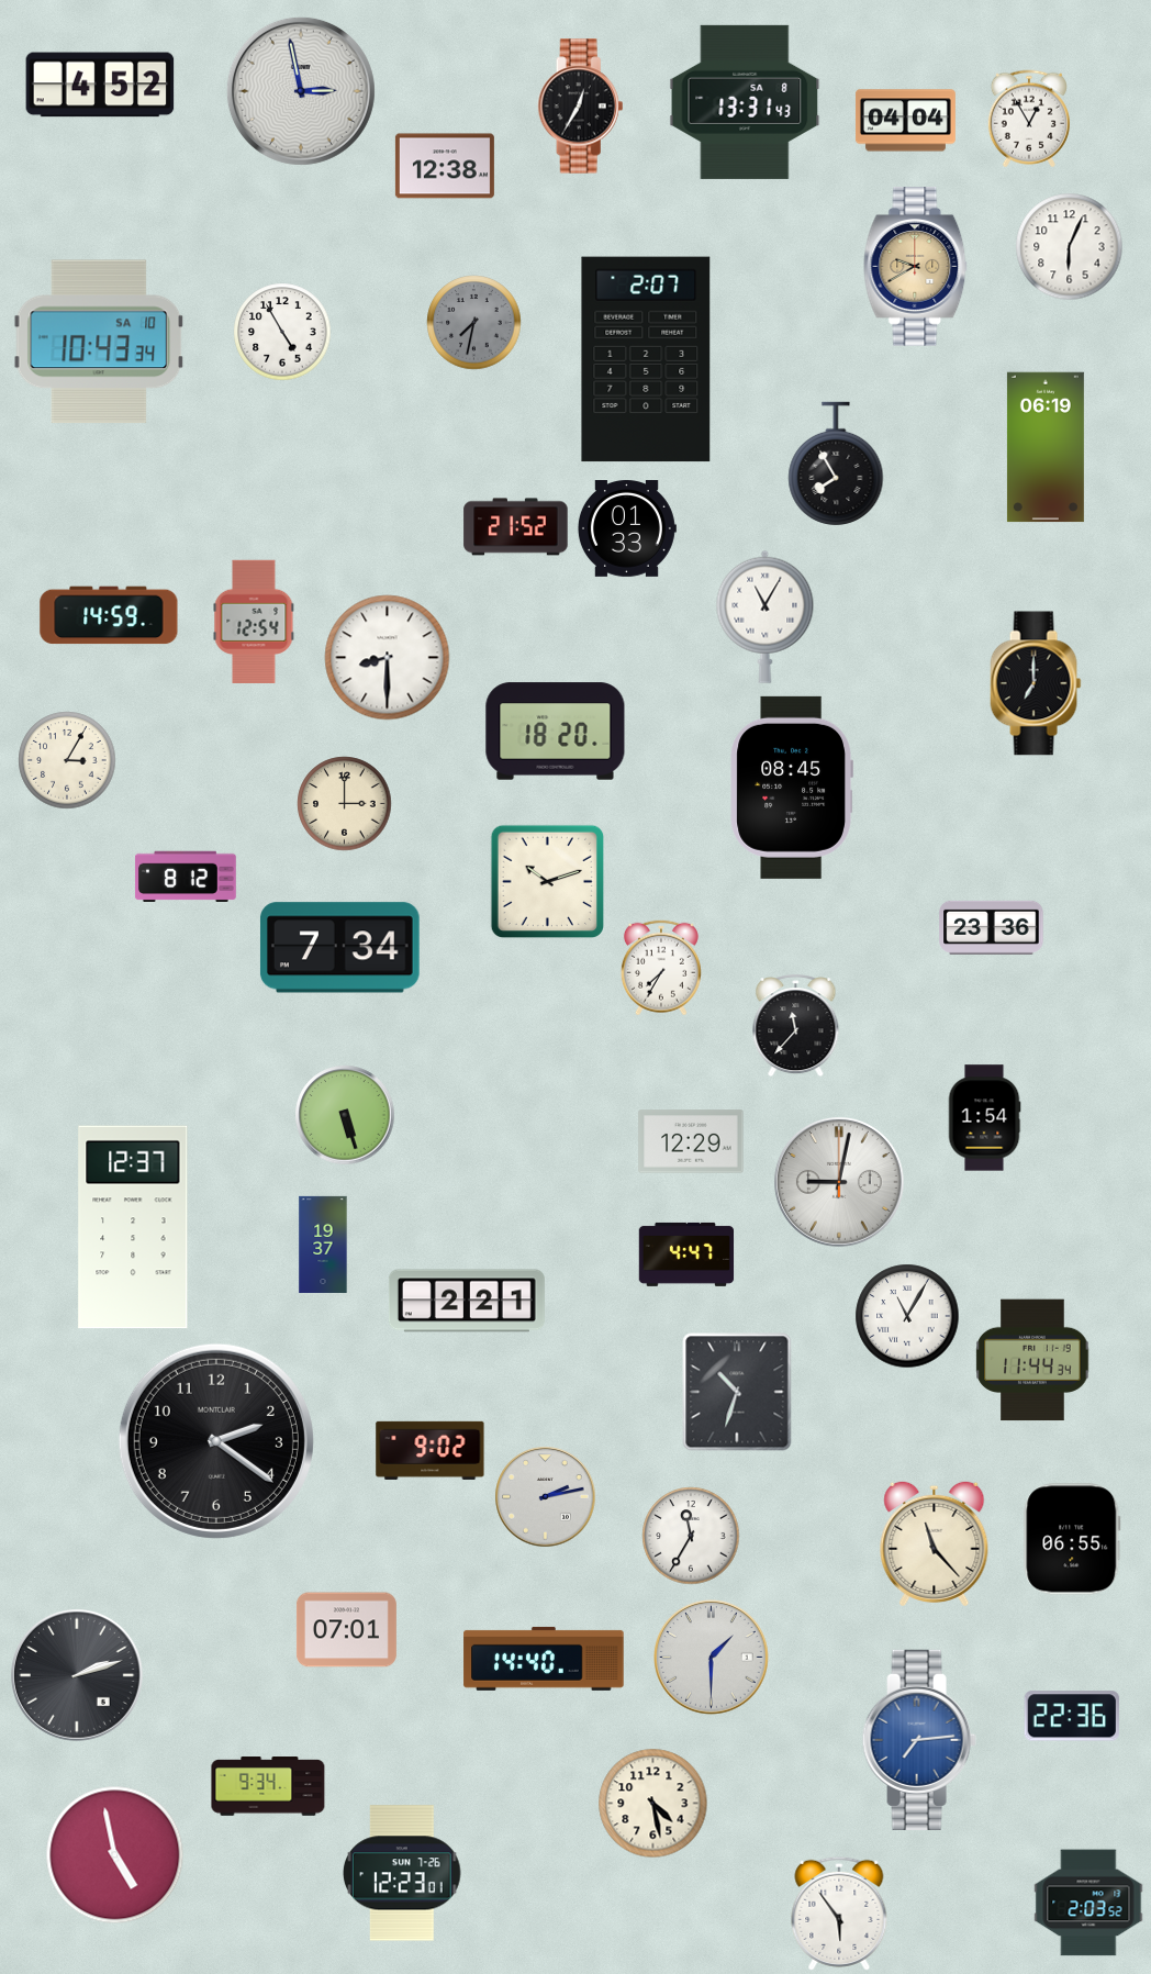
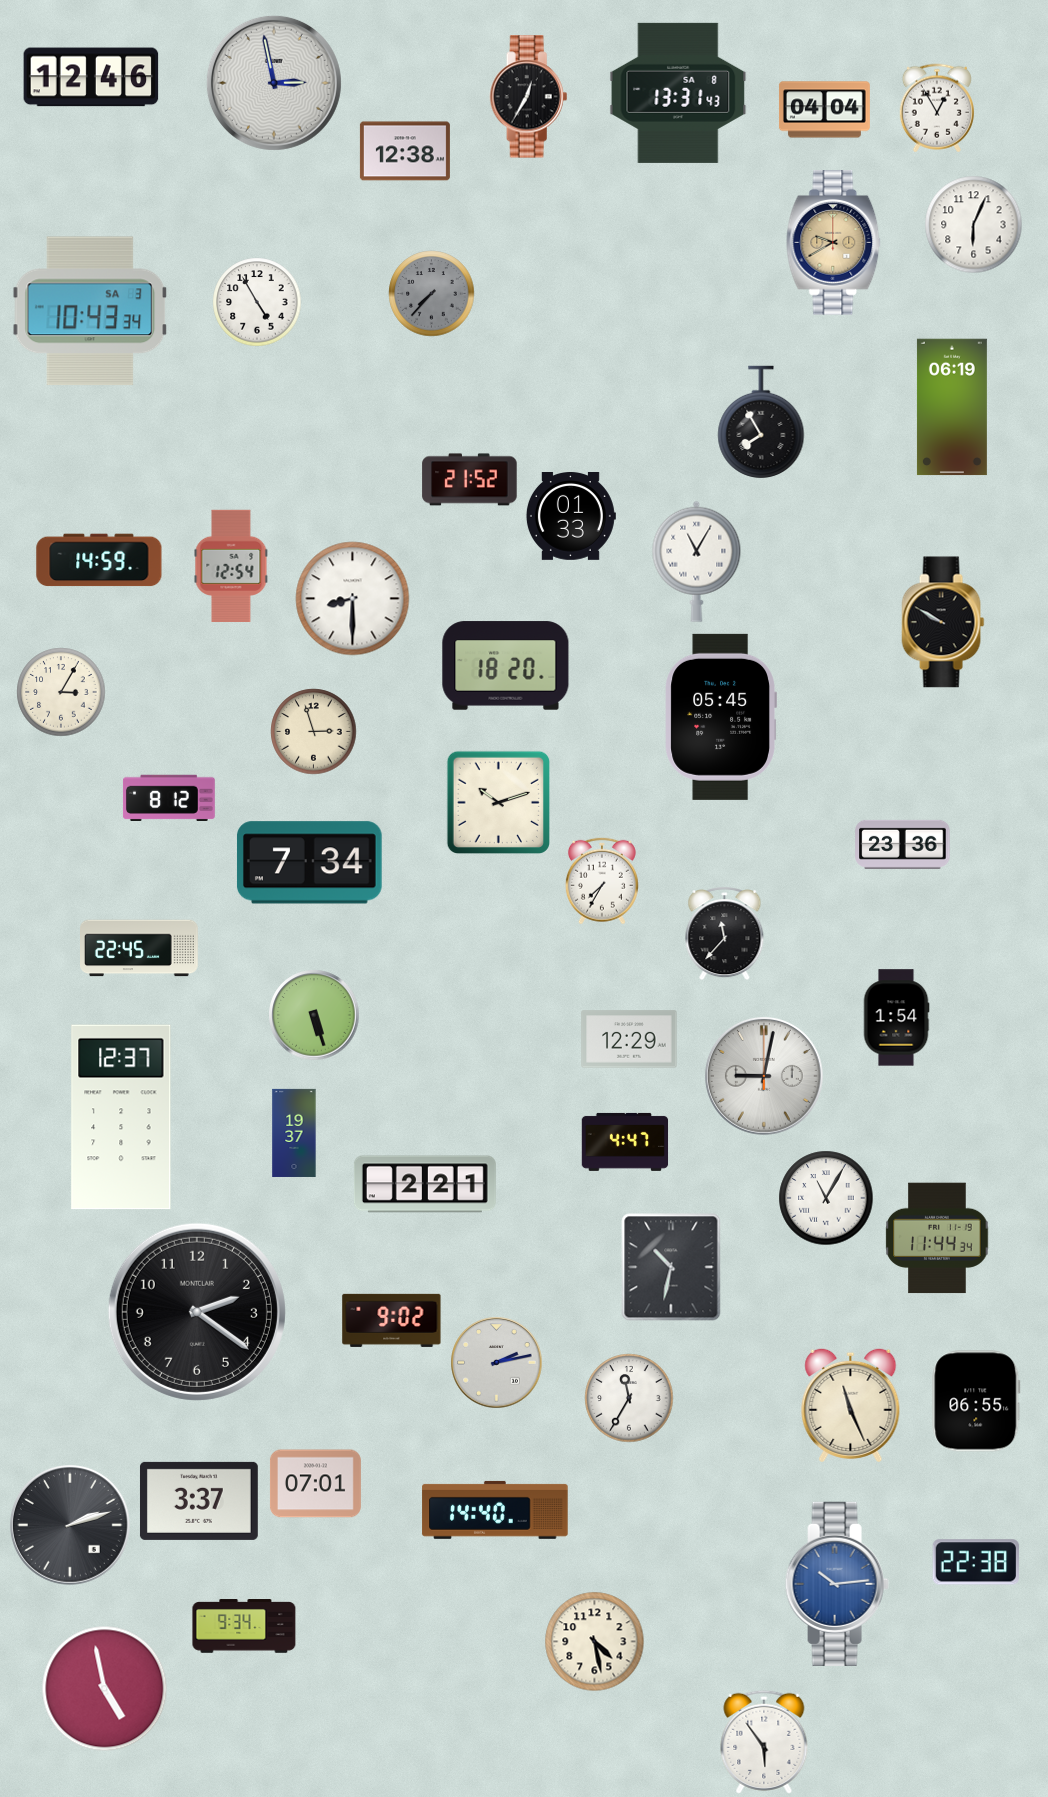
clock at (100, 85): 4:52 -> 12:46
clock at (474, 323): 7:32 -> 7:37
clock at (99, 342) date: SA 10 -> SA 3
clock at (646, 359): 2:07 -> none
clock at (626, 529) position: (626, 529) -> (570, 517)
clock at (1036, 683): 7:00 -> 9:50
clock at (792, 788): 08:45 -> 05:45
clock at (345, 804): 3:00 -> 2:57
clock at (140, 948): none -> 22:45
clock at (1032, 1360) position: (1032, 1360) -> (937, 1238)
clock at (737, 1392): 10:33 -> 10:32
clock at (935, 1543): 11:23 -> 11:26
clock at (199, 1501): none -> 3:37
clock at (712, 1658): 1:30 -> none
clock at (1072, 1716): 22:36 -> 22:38
clock at (919, 1740): 7:14 -> 10:14
clock at (402, 1873): 12:23 -> none
clock at (1088, 1903): 2:03 -> none
